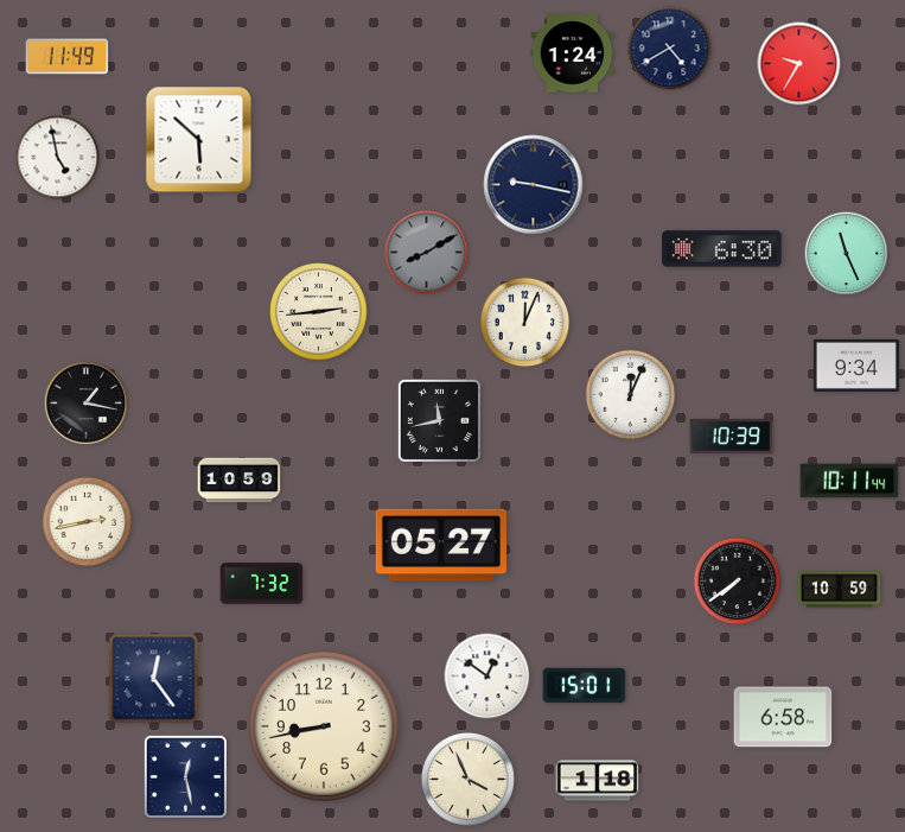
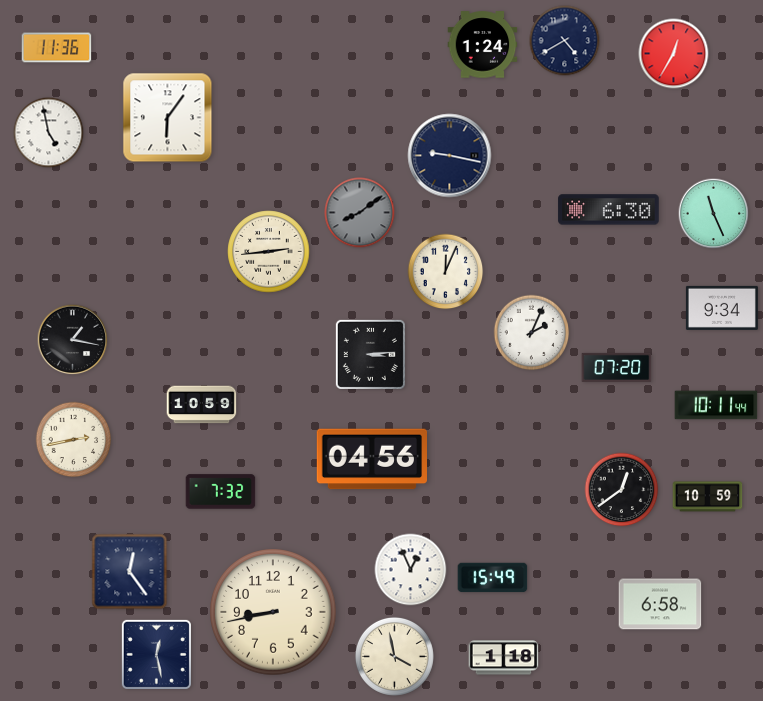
clock at (68, 57): 11:49 -> 11:36
clock at (799, 64): 9:35 -> 12:35
clock at (199, 140): 5:52 -> 6:06
clock at (427, 253): 8:10 -> 8:09
clock at (319, 312) position: (319, 312) -> (269, 252)
clock at (525, 323) position: (525, 323) -> (446, 272)
clock at (631, 395): 12:04 -> 2:04
clock at (439, 420): 11:43 -> 3:14
clock at (732, 436): 10:39 -> 07:20
clock at (440, 545): 05:27 -> 04:56
clock at (738, 582): 7:39 -> 12:39
clock at (487, 677): 12:51 -> 12:56
clock at (585, 686): 15:01 -> 15:49
clock at (467, 779): 3:56 -> 3:58
